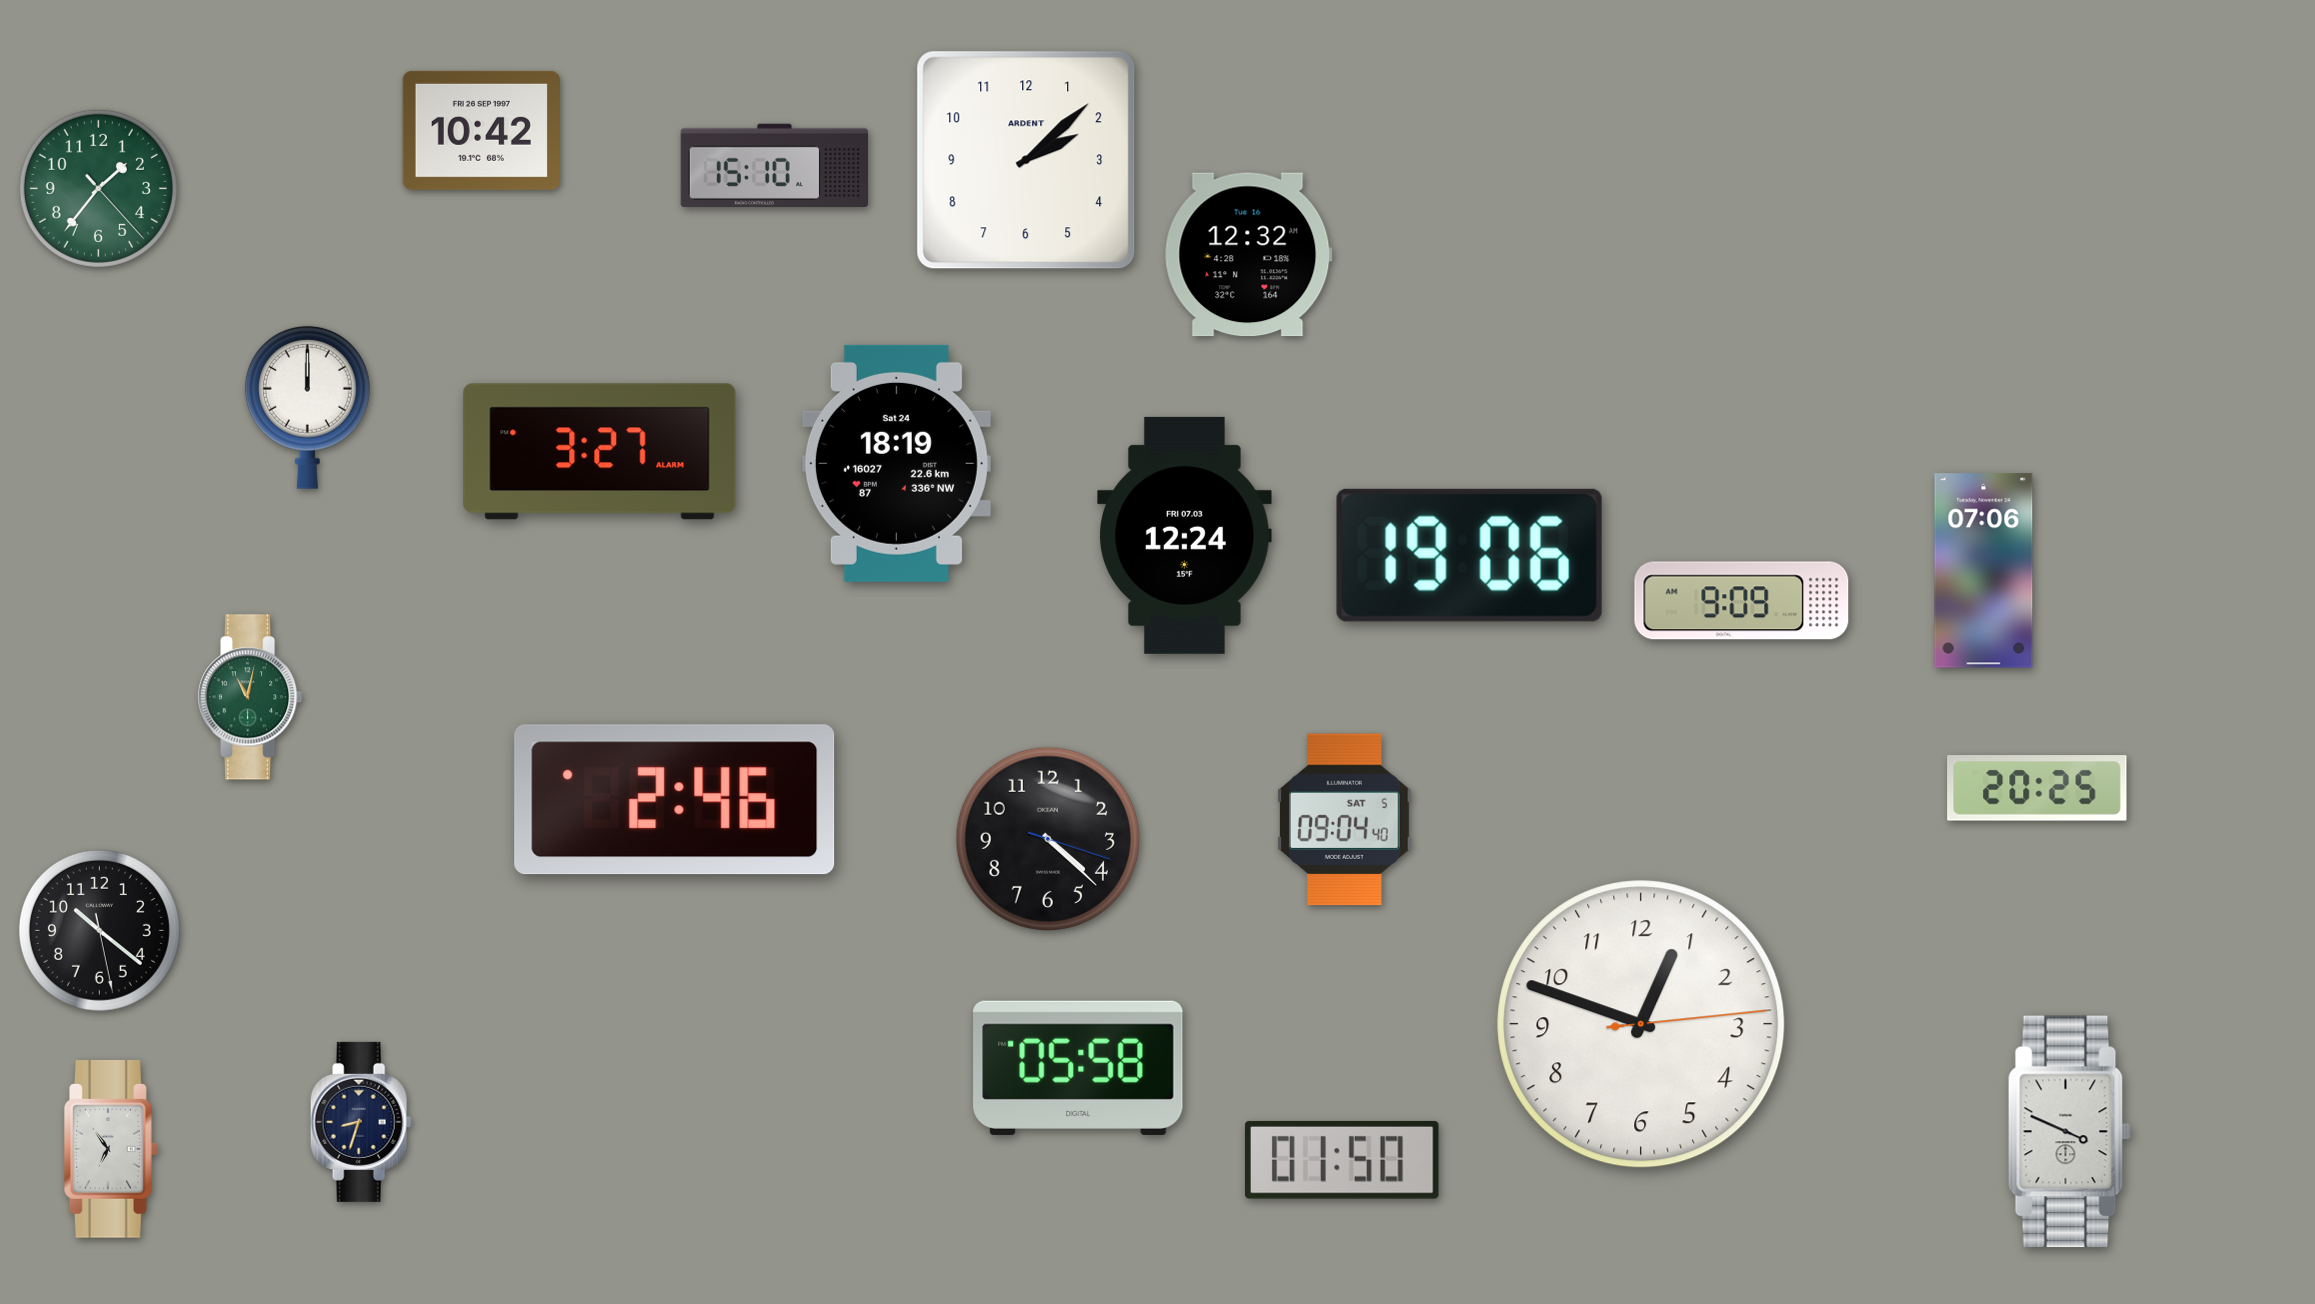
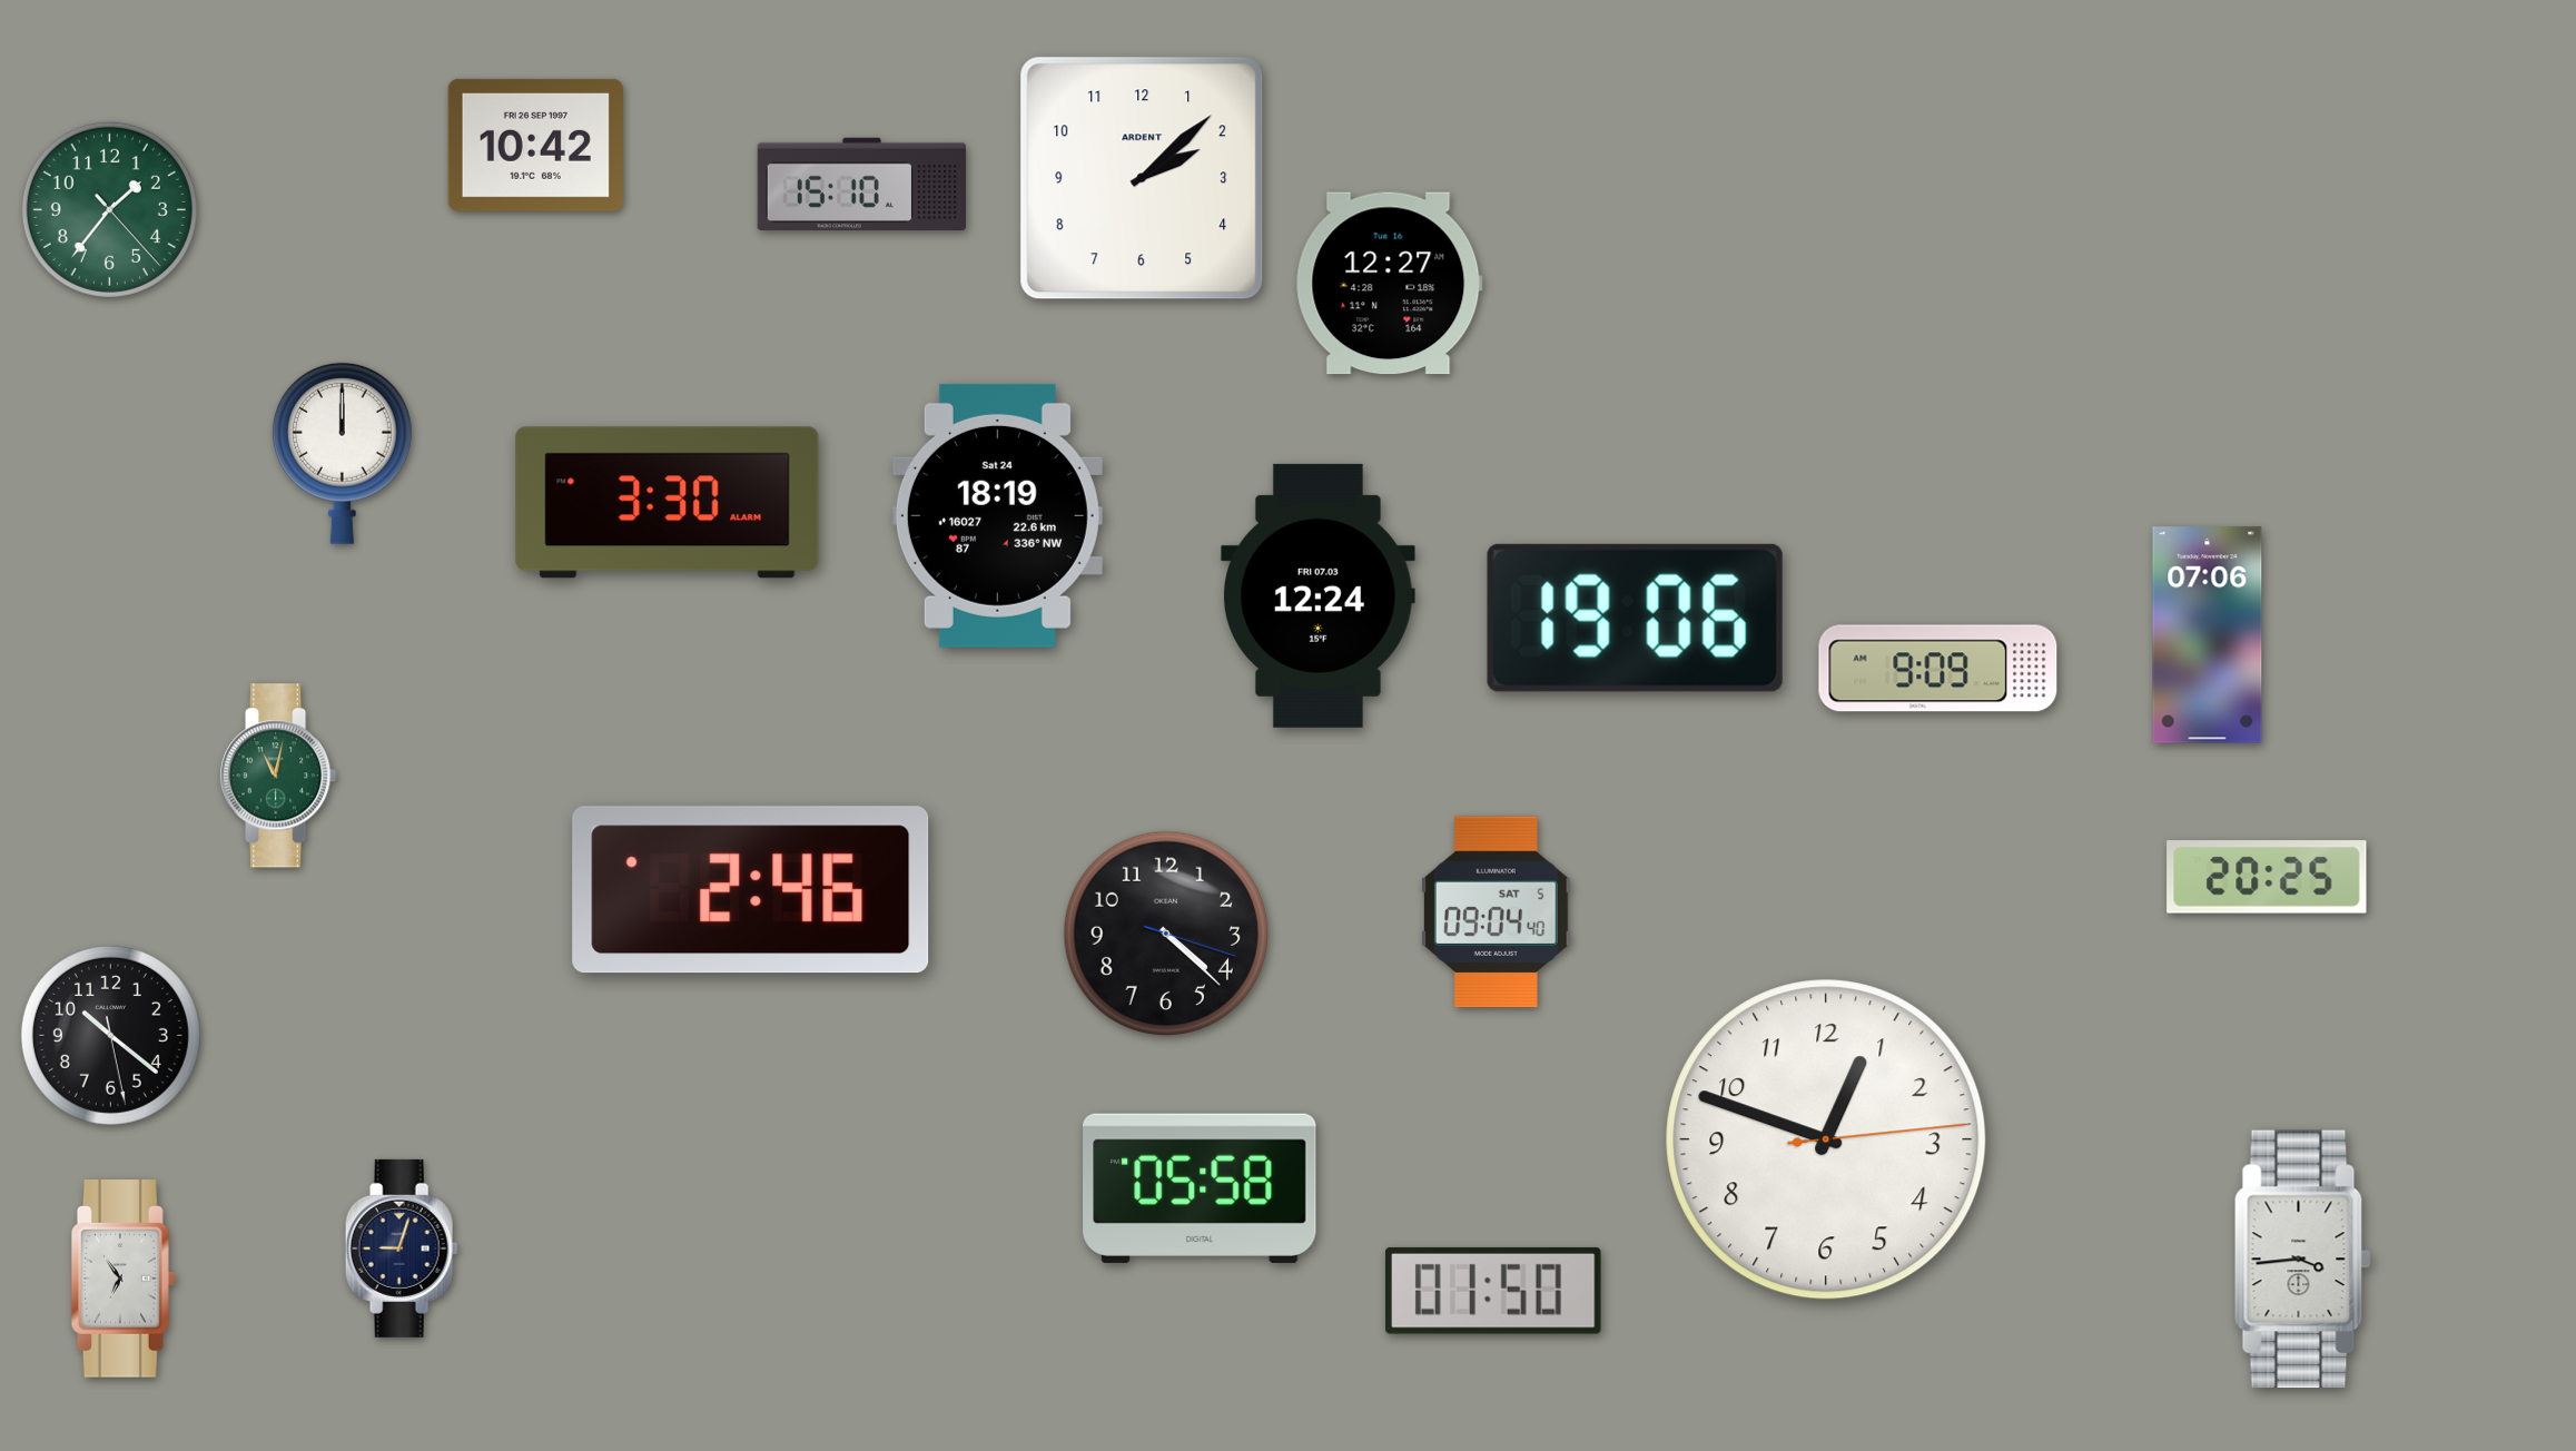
clock at (1248, 255): 12:32 -> 12:27
clock at (600, 452): 3:27 -> 3:30
clock at (361, 1122): 8:33 -> 9:03
clock at (2069, 1132): 3:49 -> 3:44
